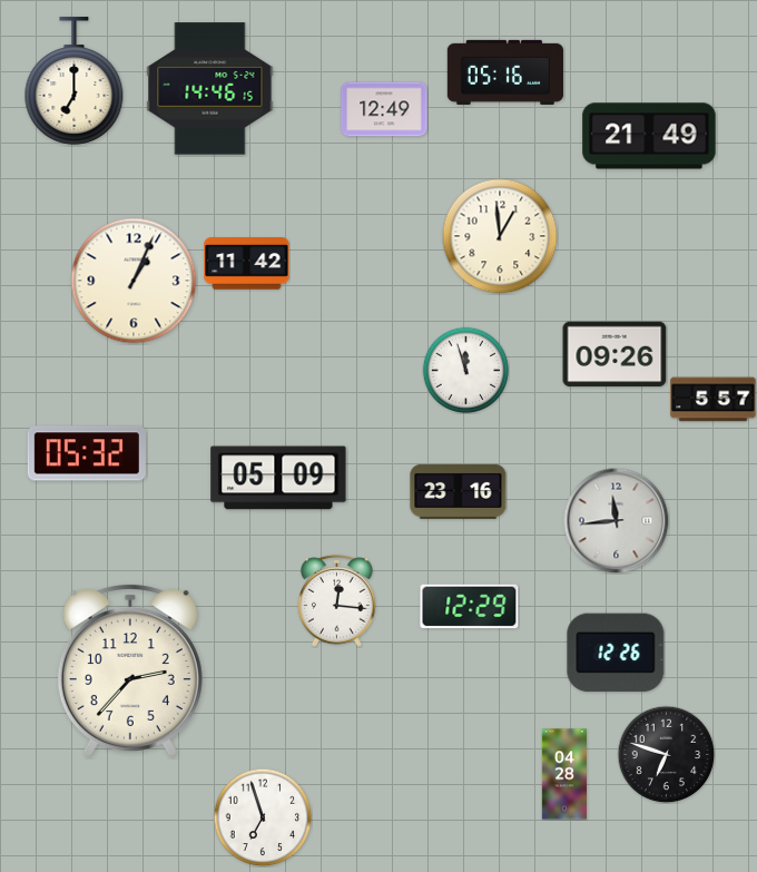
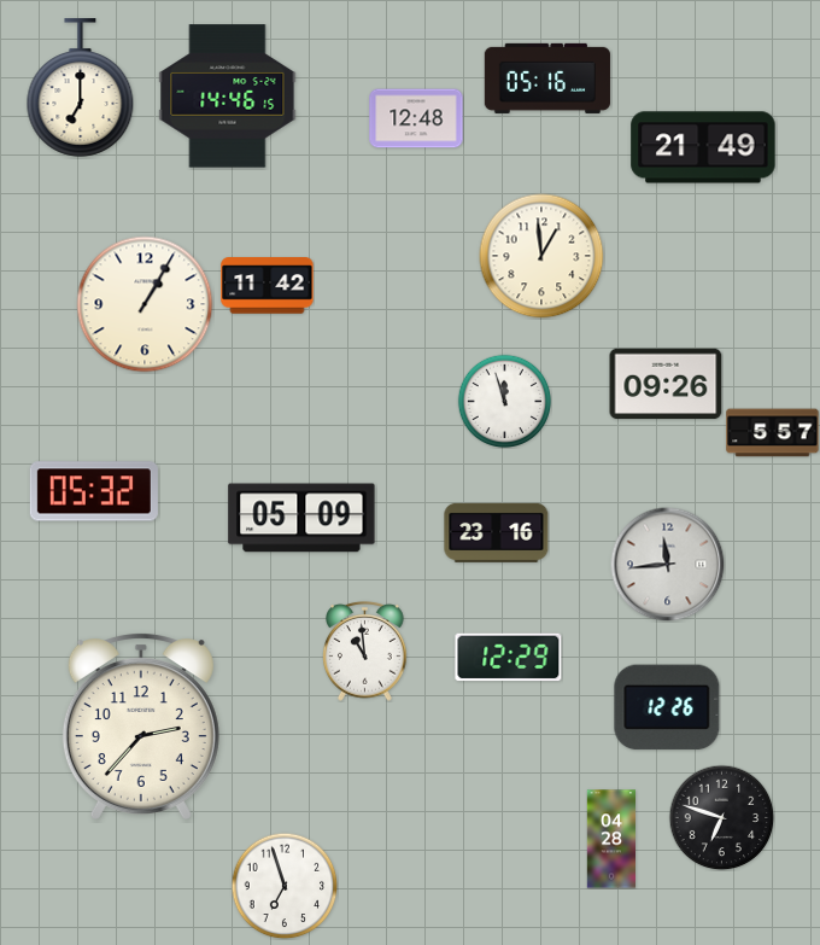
clock at (384, 109): 12:49 -> 12:48
clock at (134, 281): 1:04 -> 1:05
clock at (337, 600): 12:16 -> 10:59
